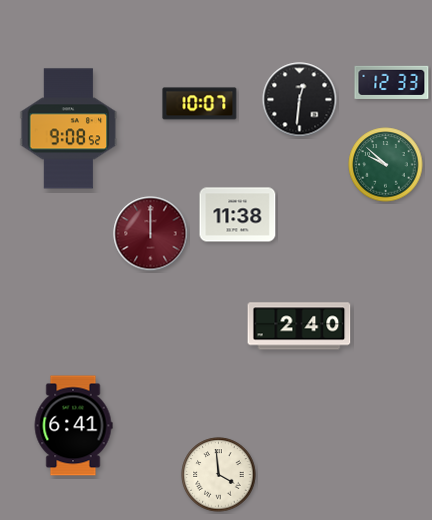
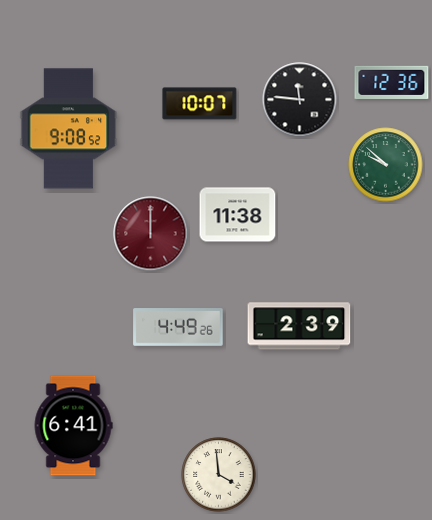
clock at (392, 82): 12:33 -> 12:36
clock at (300, 100): 12:31 -> 11:46
clock at (299, 326): 2:40 -> 2:39
clock at (178, 327): none -> 4:49
